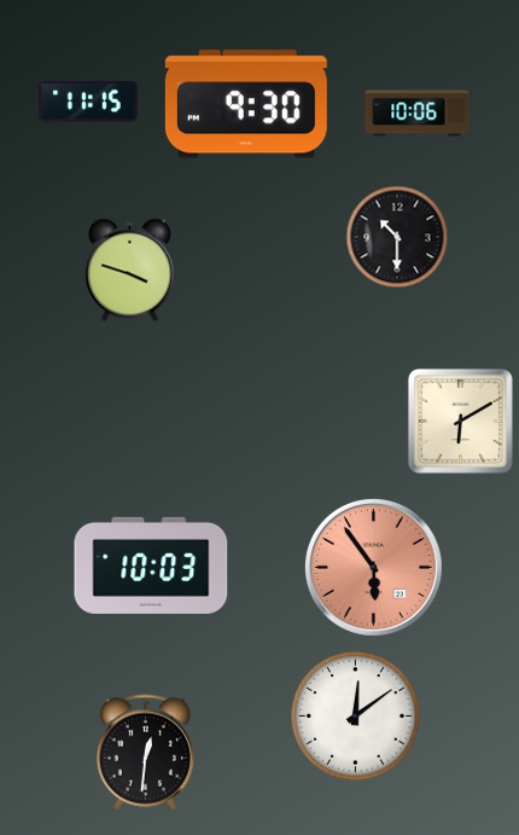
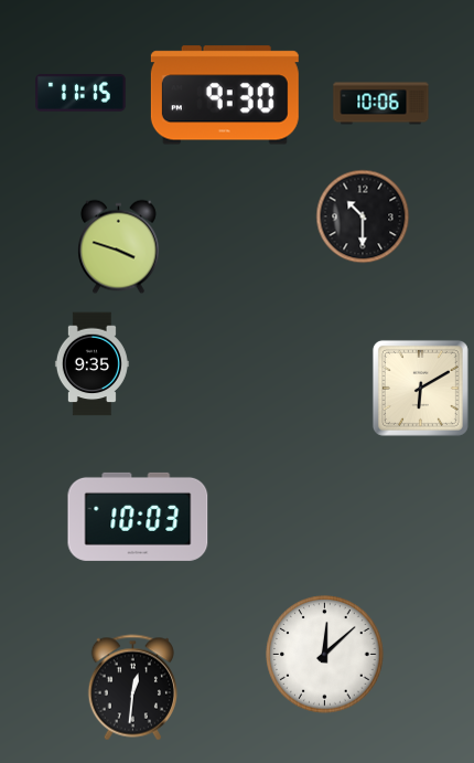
clock at (91, 364): none -> 9:35
clock at (460, 421) position: (460, 421) -> (420, 388)
clock at (373, 567): 5:54 -> none
clock at (356, 717): 12:09 -> 12:08
